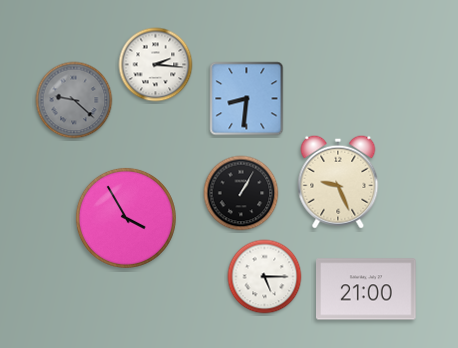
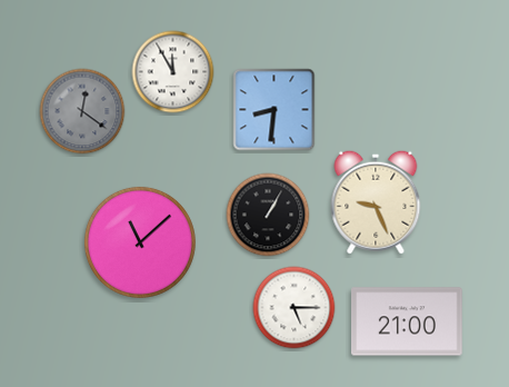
clock at (156, 65): 2:16 -> 11:55
clock at (74, 100): 9:22 -> 12:21
clock at (126, 218): 3:55 -> 11:08
